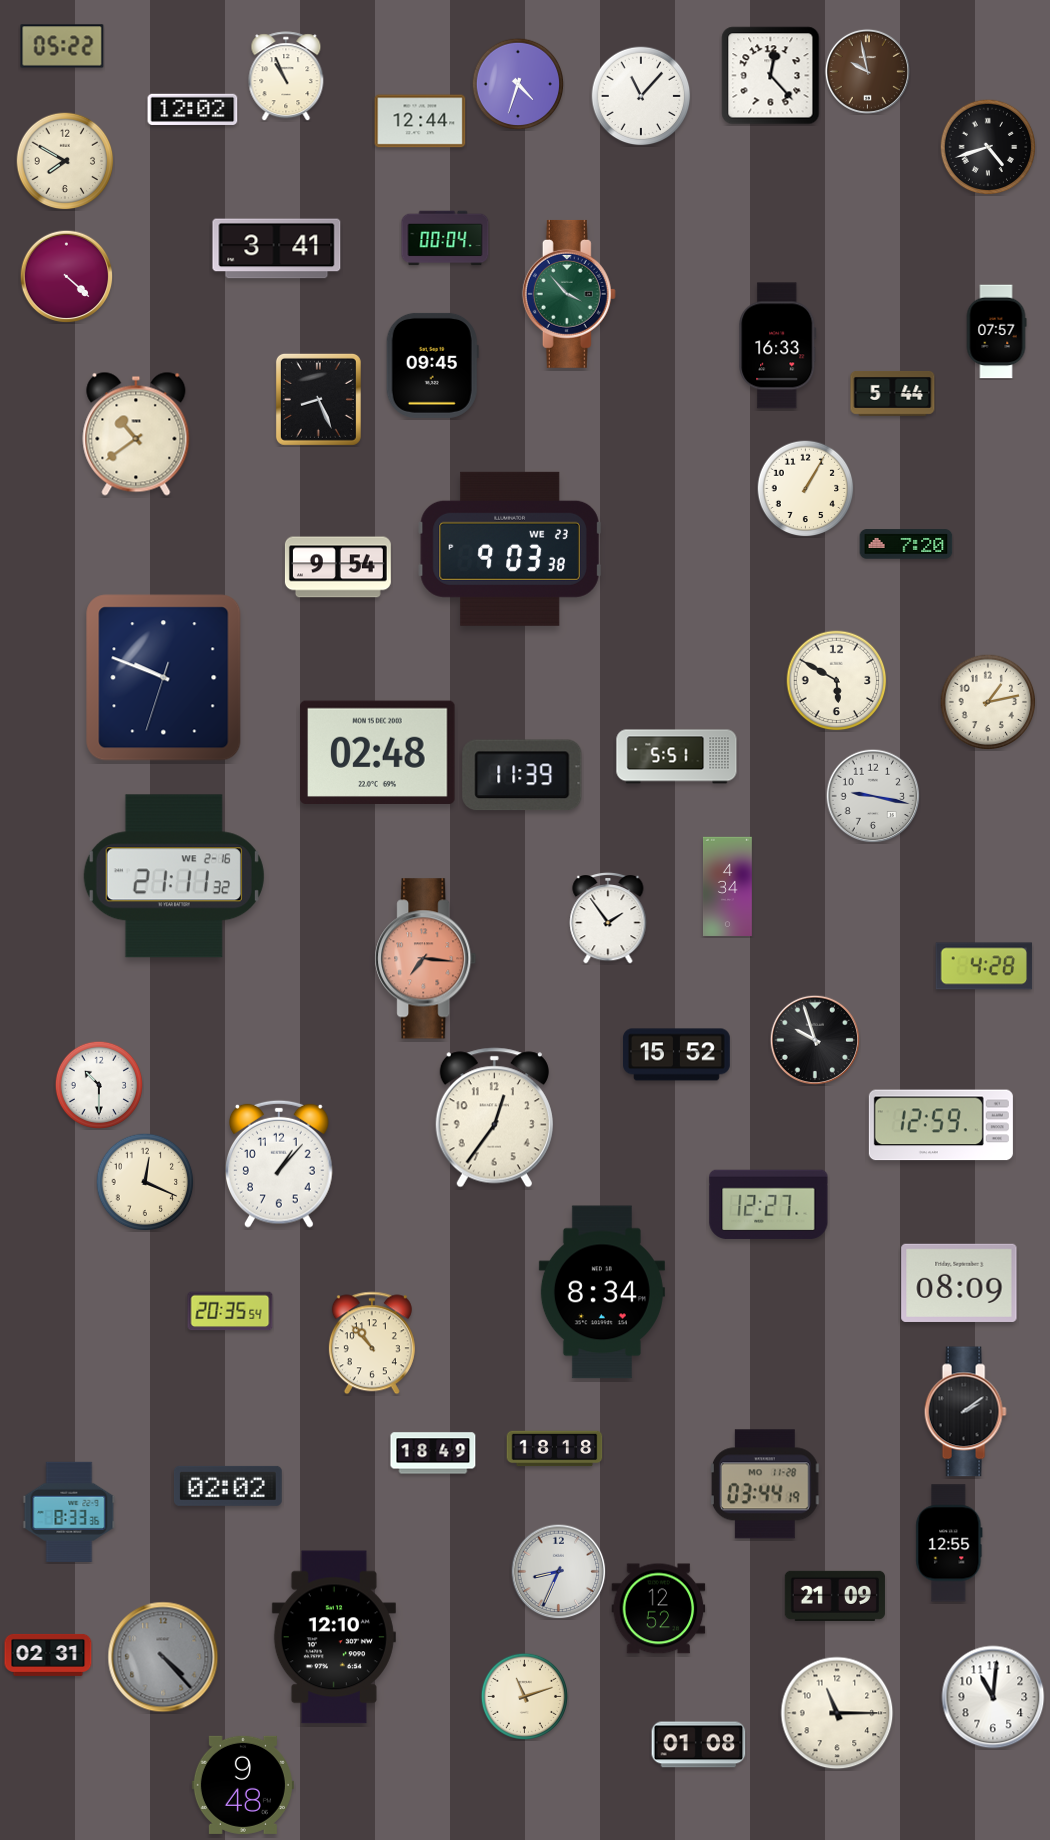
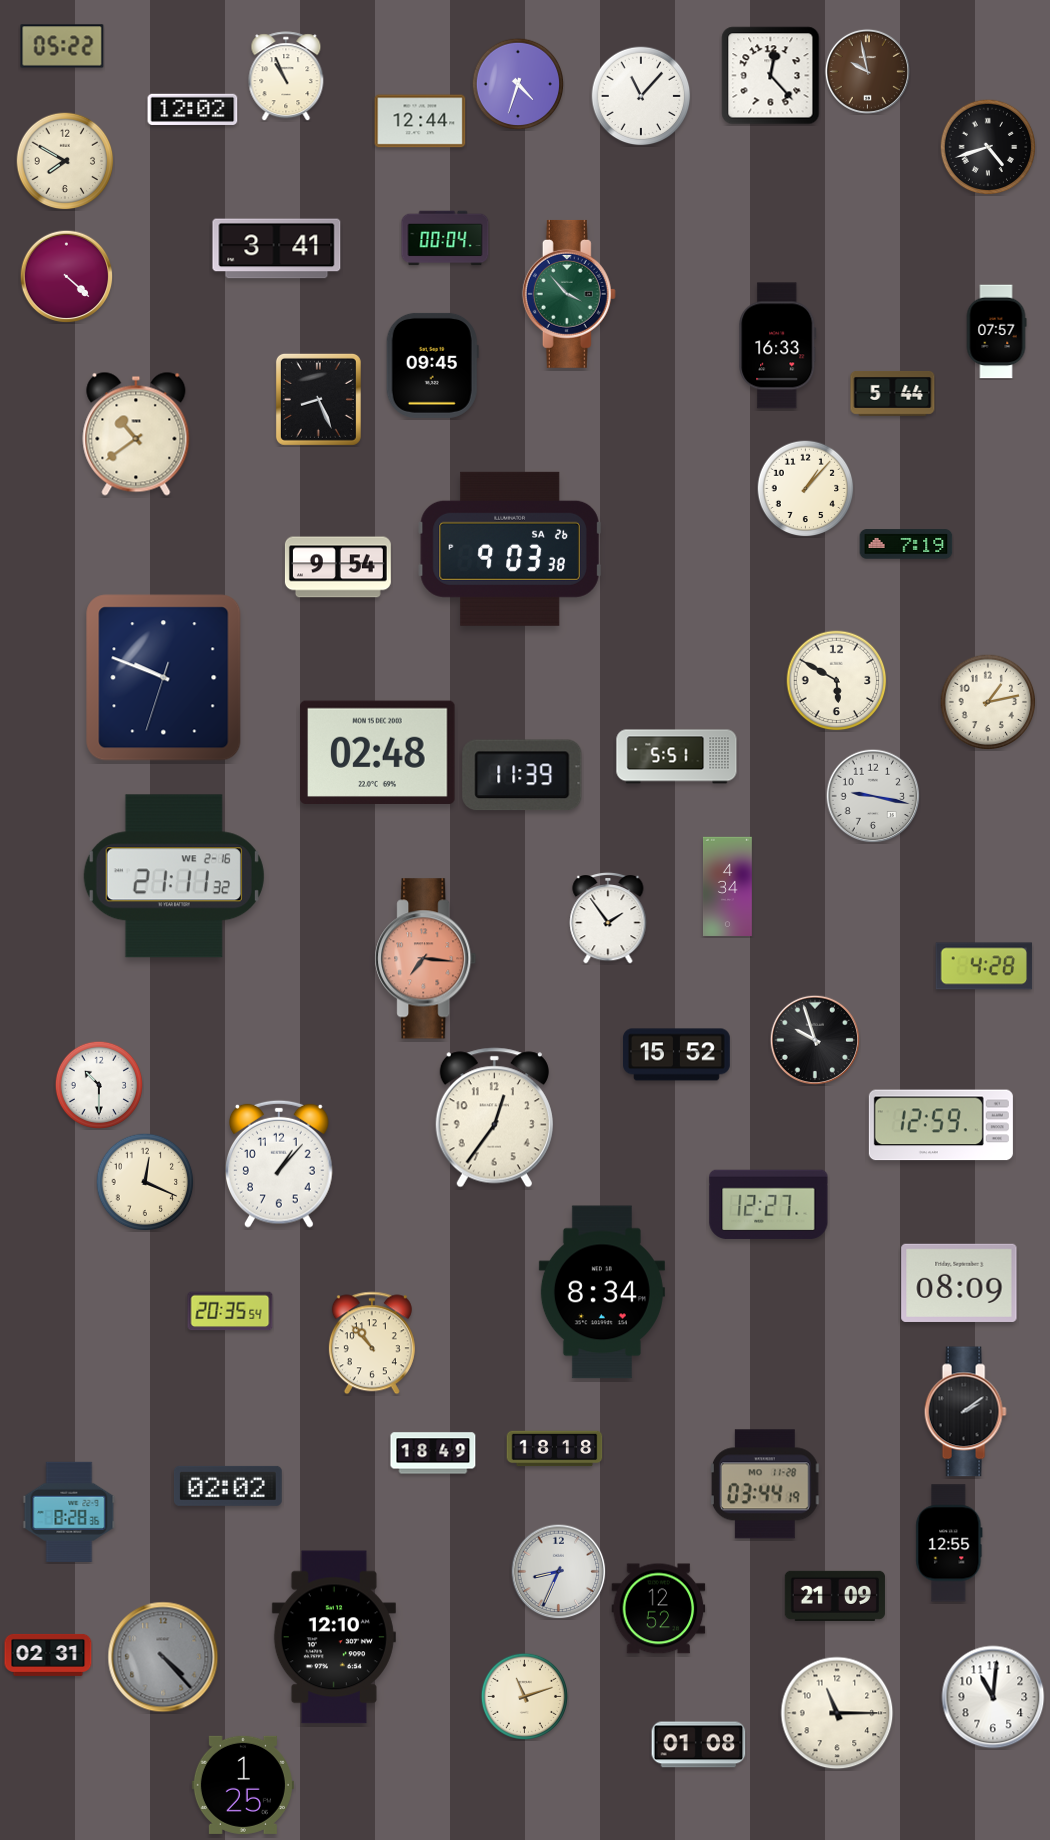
clock at (805, 488): 1:05 -> 1:07
clock at (906, 544): 7:20 -> 7:19
clock at (510, 549) date: WE 23 -> SA 26
clock at (69, 1512): 8:33 -> 8:28
clock at (243, 1785): 9:48 -> 1:25
